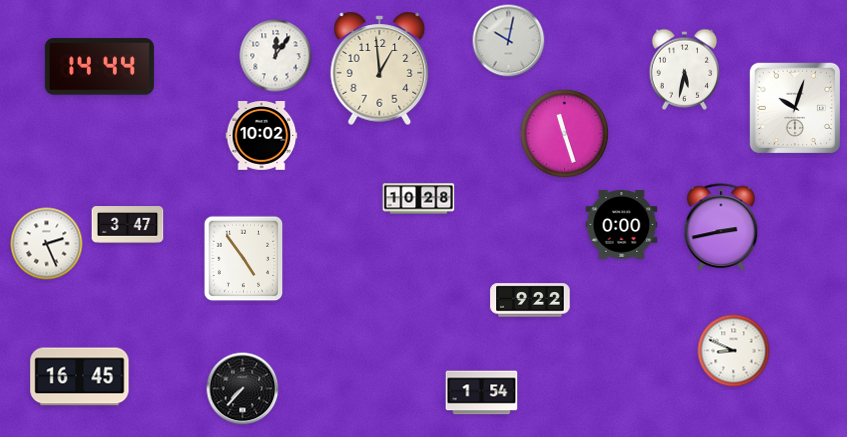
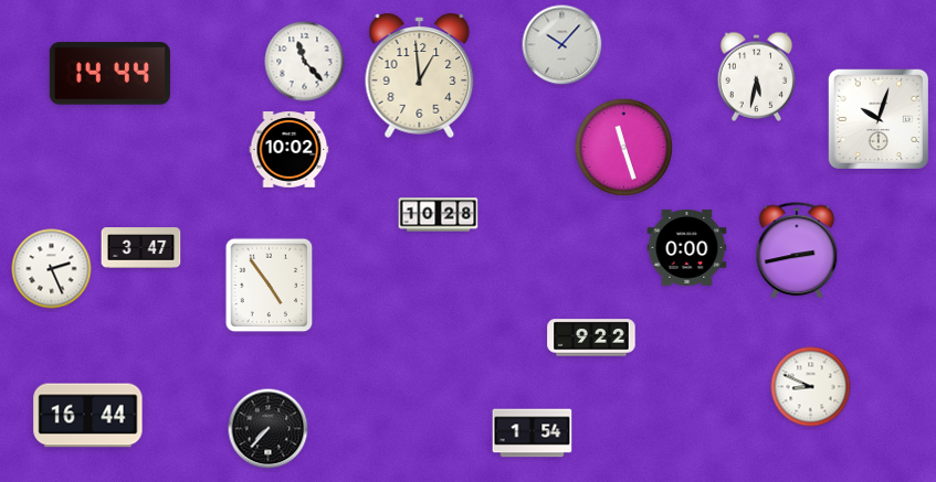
clock at (509, 41): 10:02 -> 10:07
clock at (276, 56): 12:06 -> 11:23
clock at (419, 199) position: (419, 199) -> (439, 215)
clock at (530, 300) position: (530, 300) -> (591, 338)
clock at (80, 377): 16:45 -> 16:44
